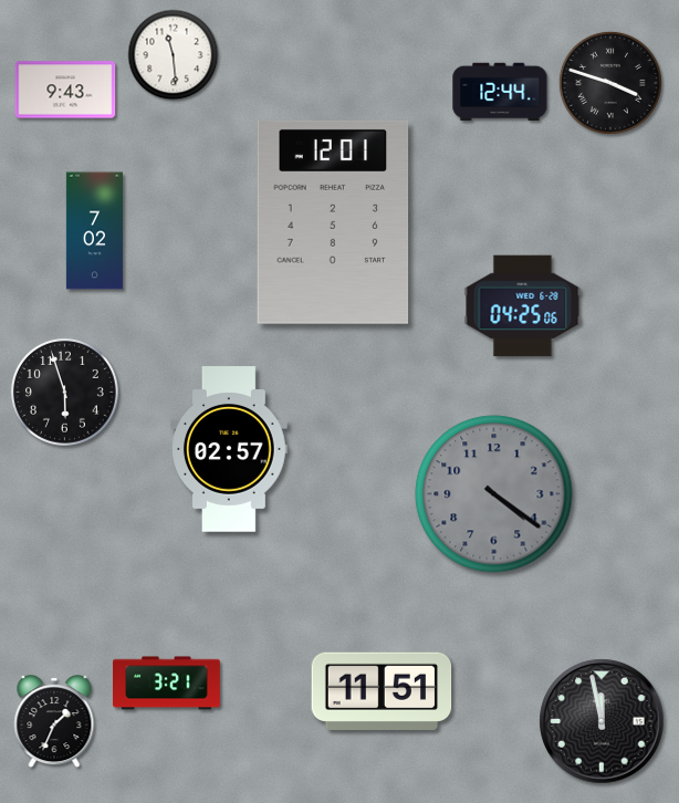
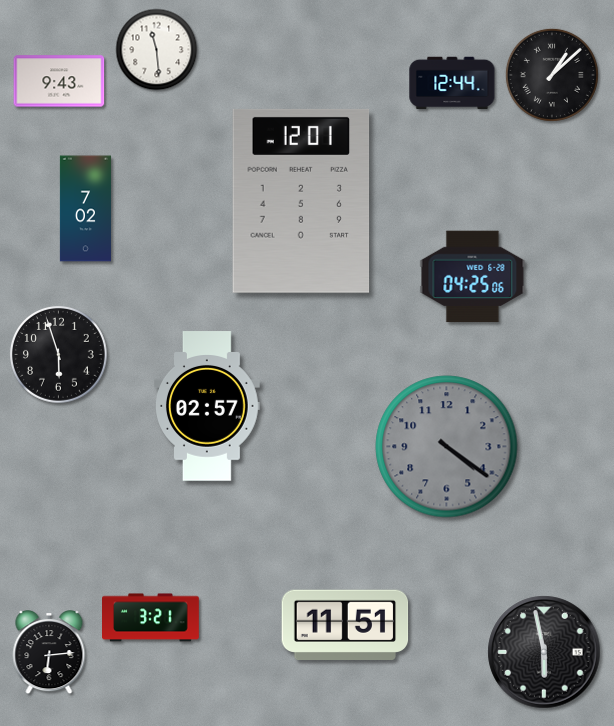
clock at (610, 83): 3:48 -> 1:08
clock at (602, 721): 11:58 -> 5:58
clock at (54, 722): 1:34 -> 6:14
